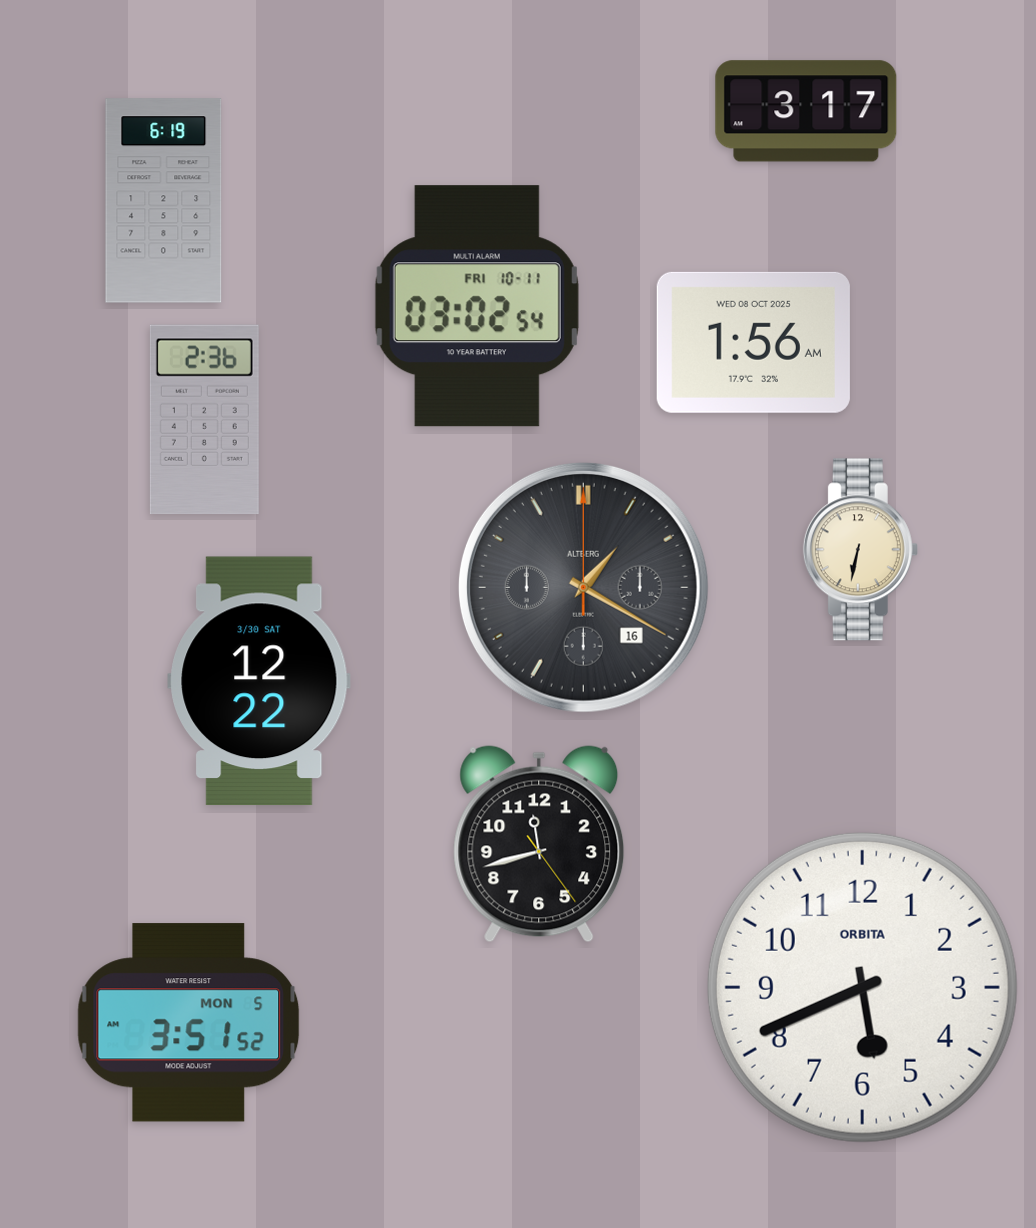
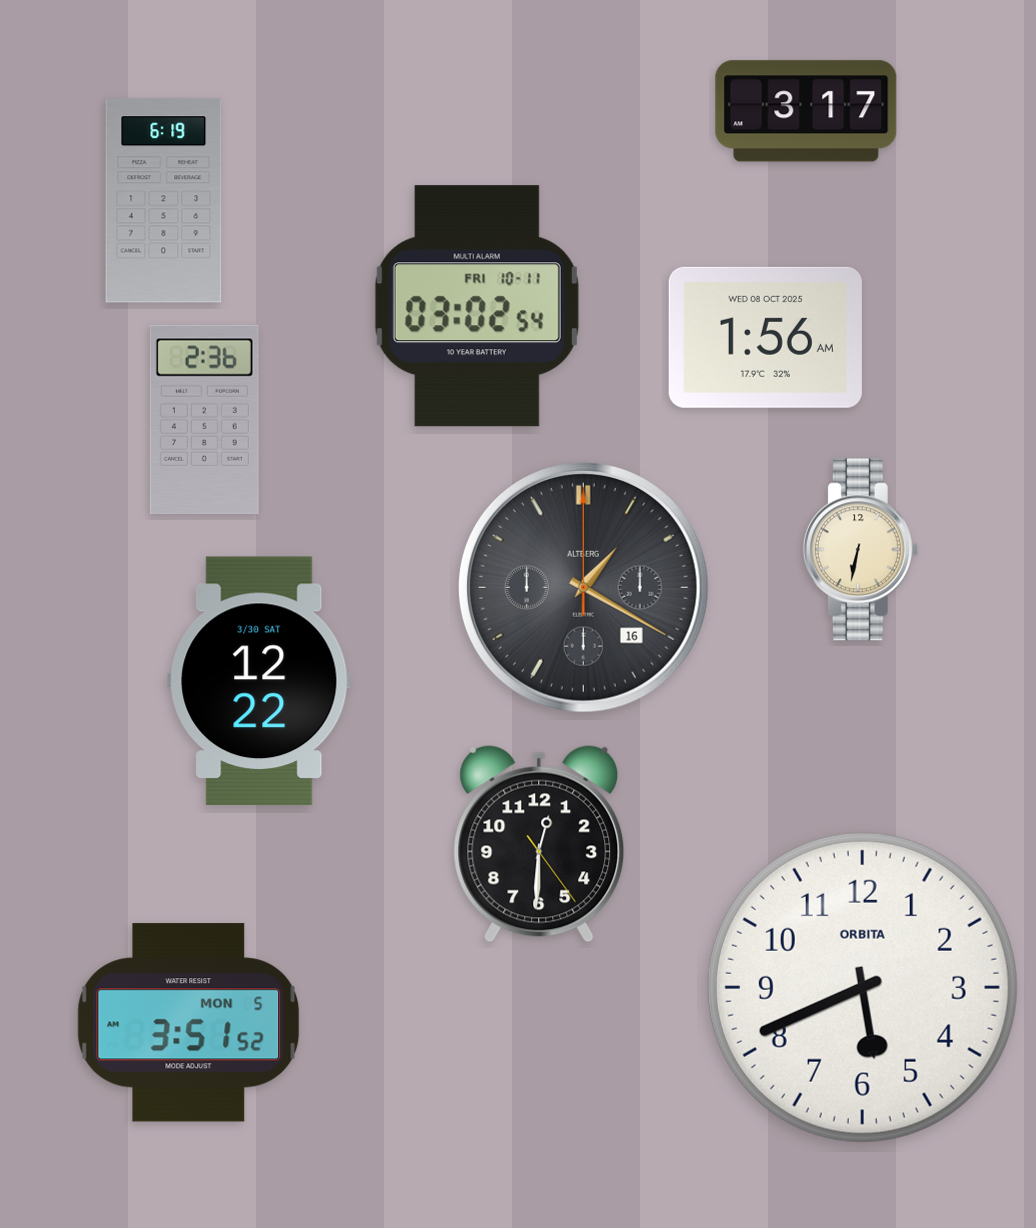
clock at (753, 342) position: (753, 342) -> (765, 337)
clock at (539, 844): 11:42 -> 12:30
